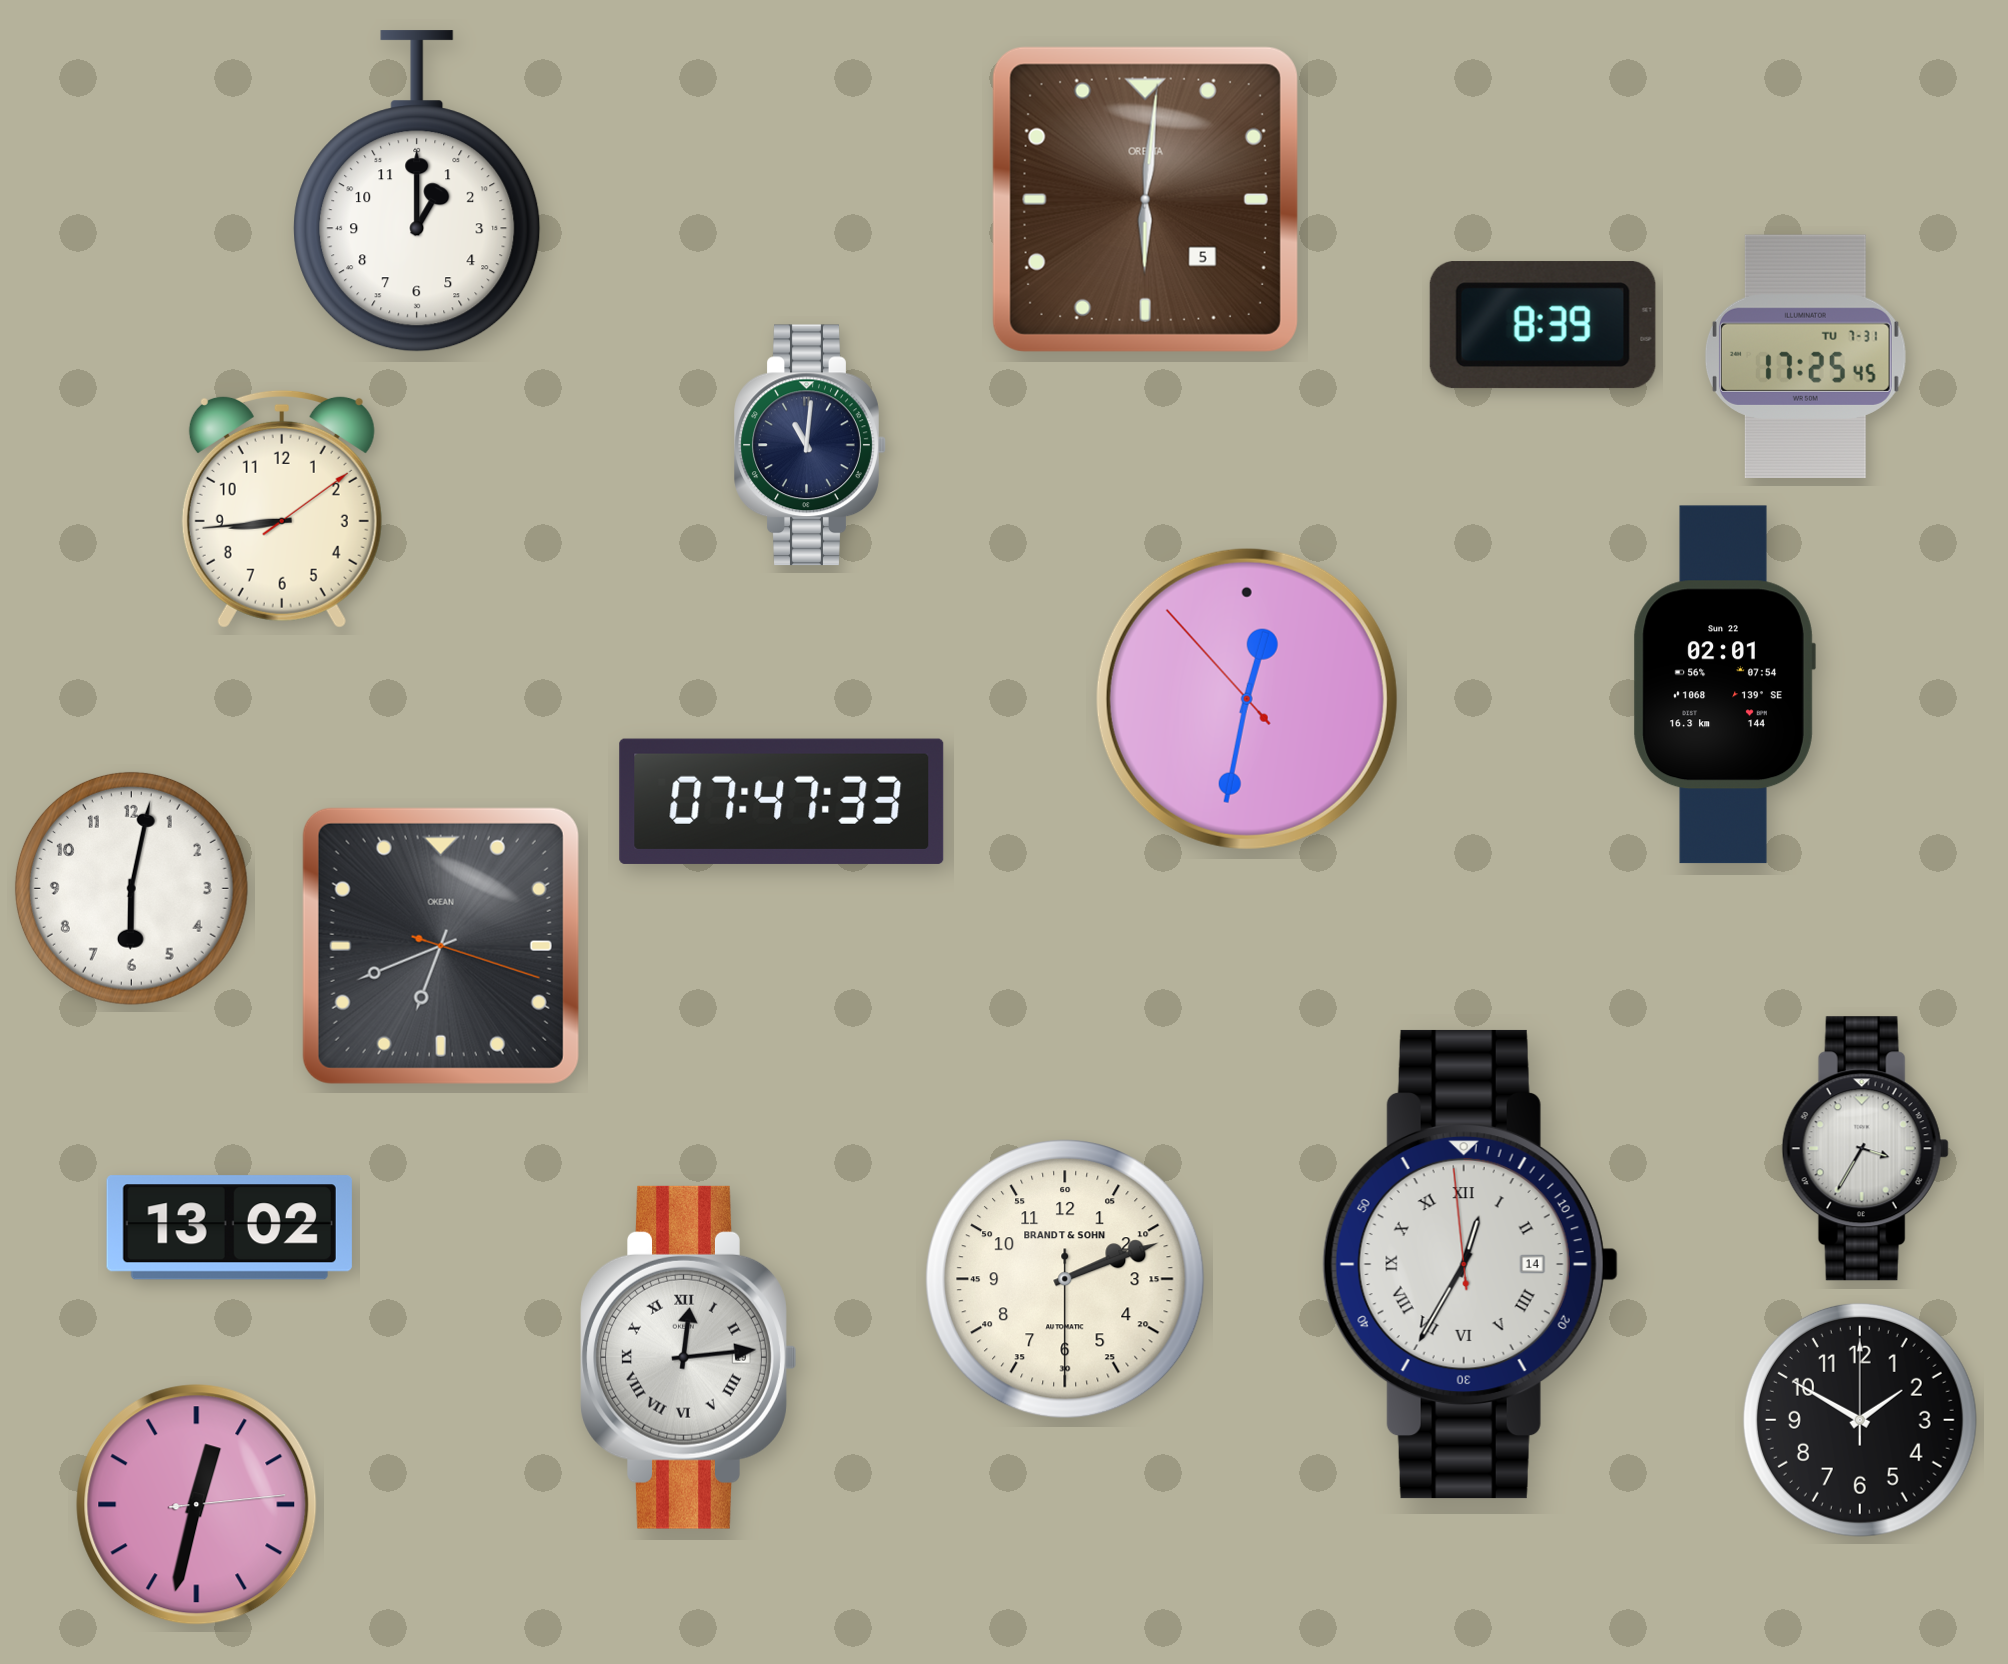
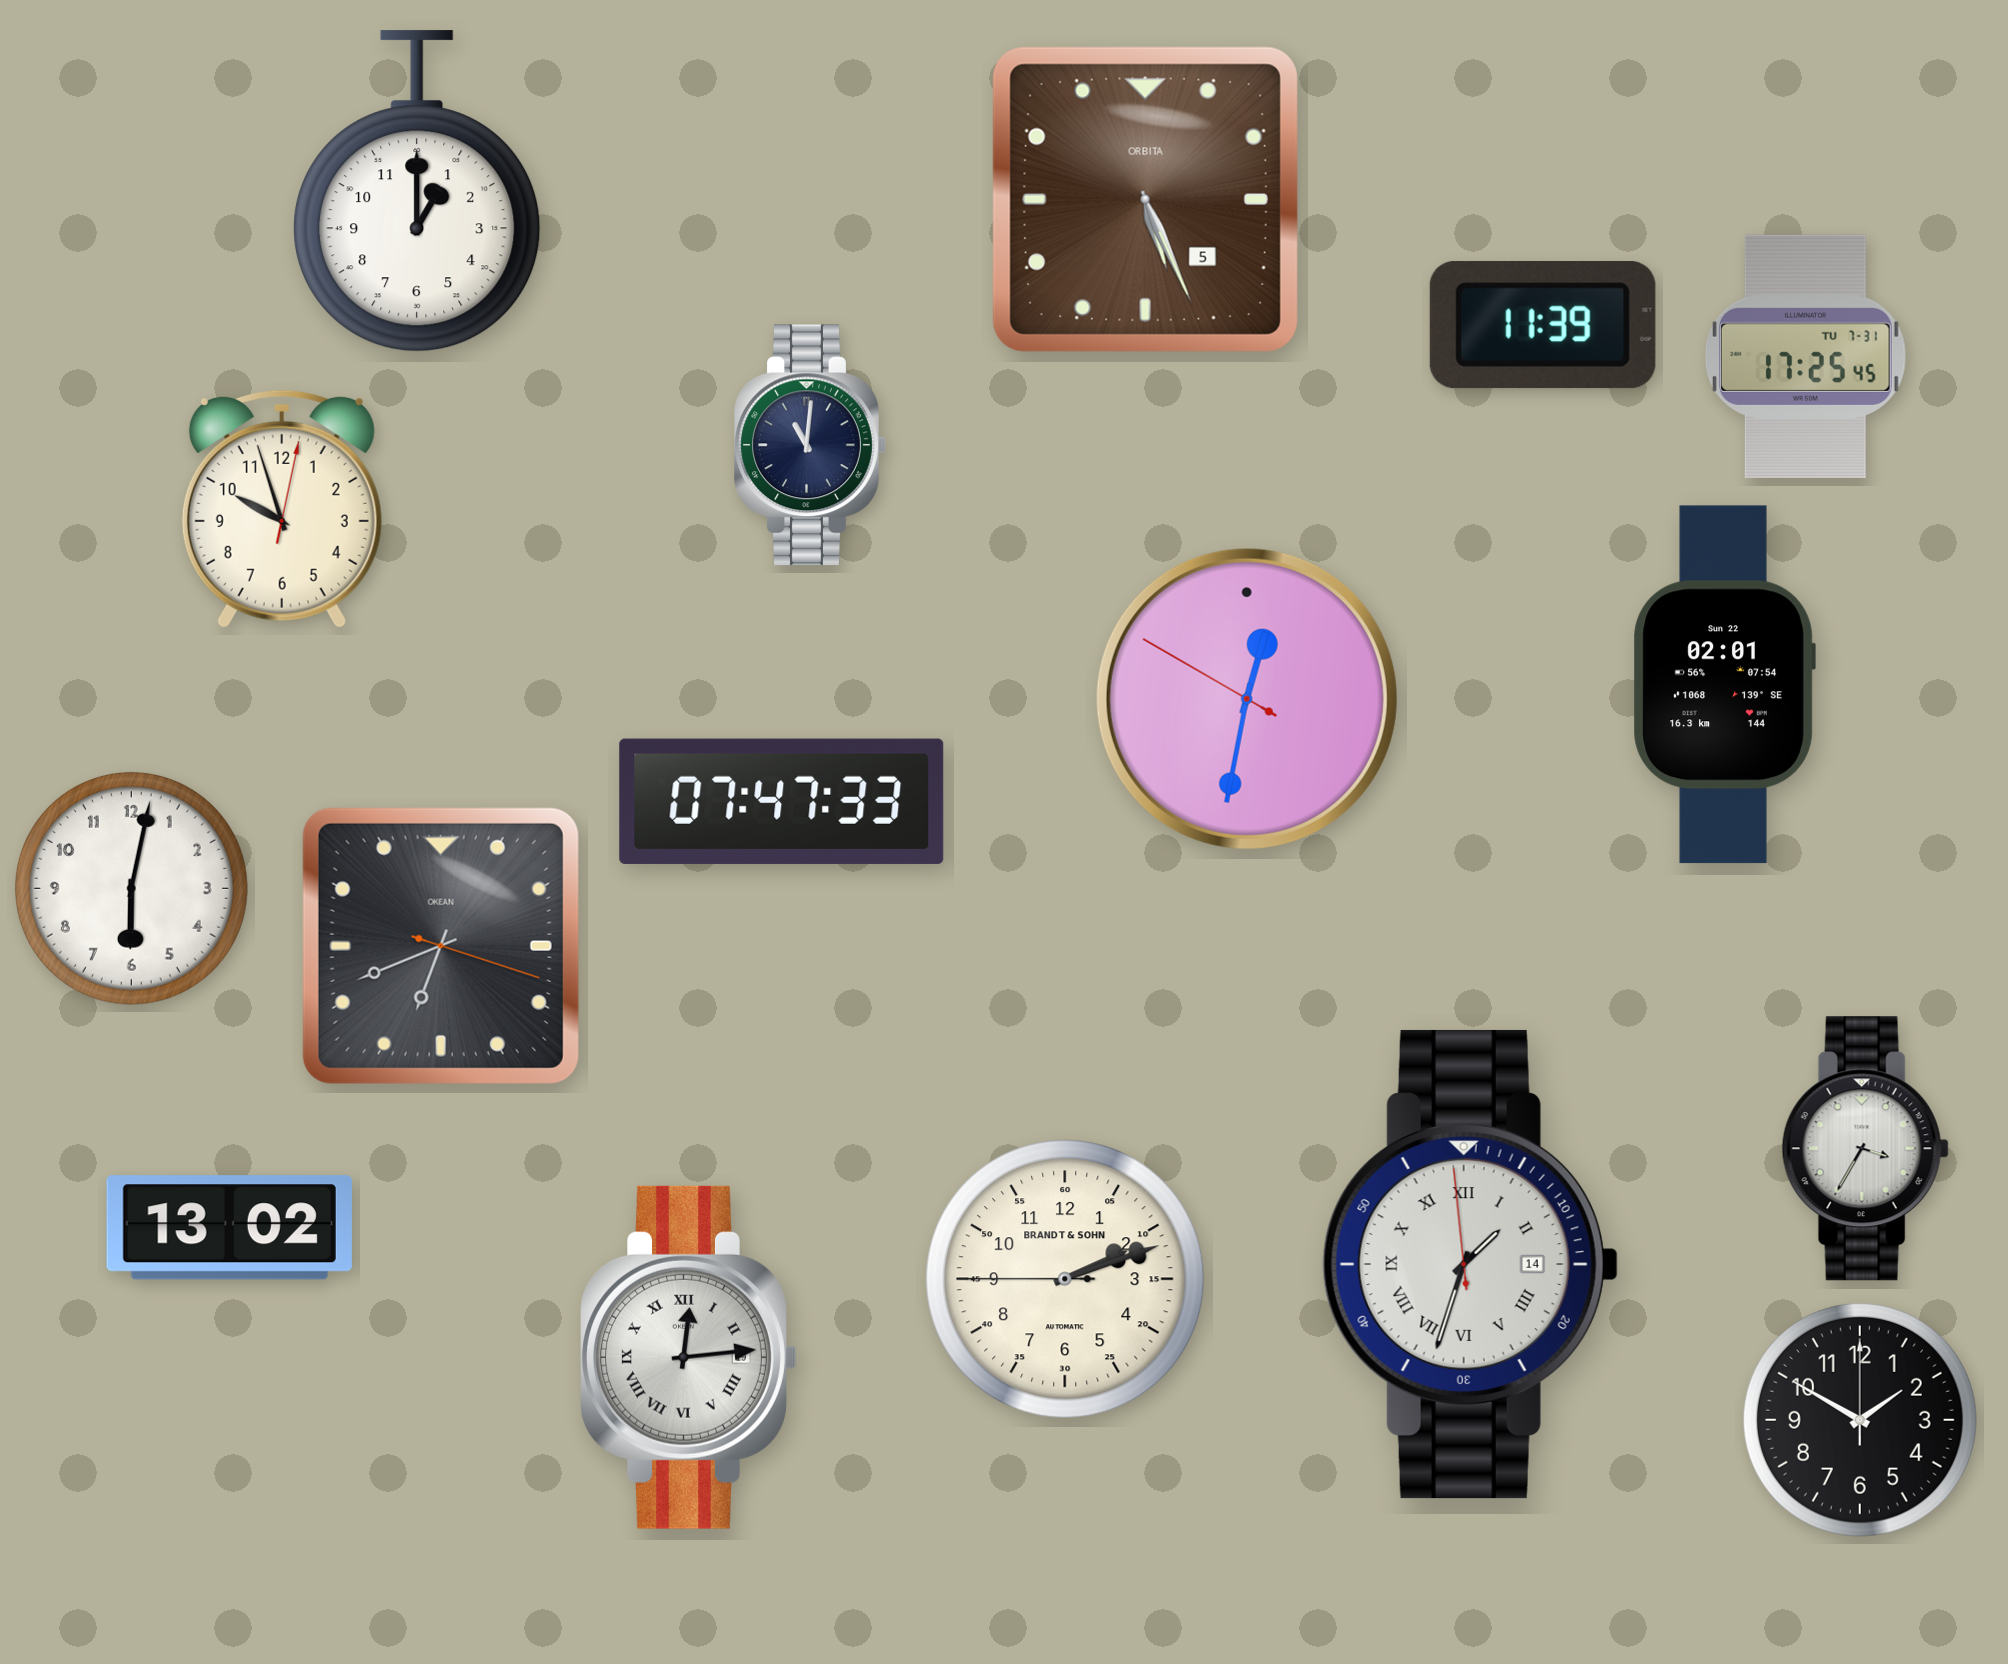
clock at (1145, 199): 6:01 -> 5:26
clock at (1543, 325): 8:39 -> 11:39
clock at (282, 509): 8:44 -> 9:57
clock at (1247, 699): 12:31:53 -> 12:31:50
clock at (1470, 1264): 12:34 -> 1:32
clock at (1065, 1279): 2:11:30 -> 2:11:45
clock at (197, 1505): 12:32 -> none
